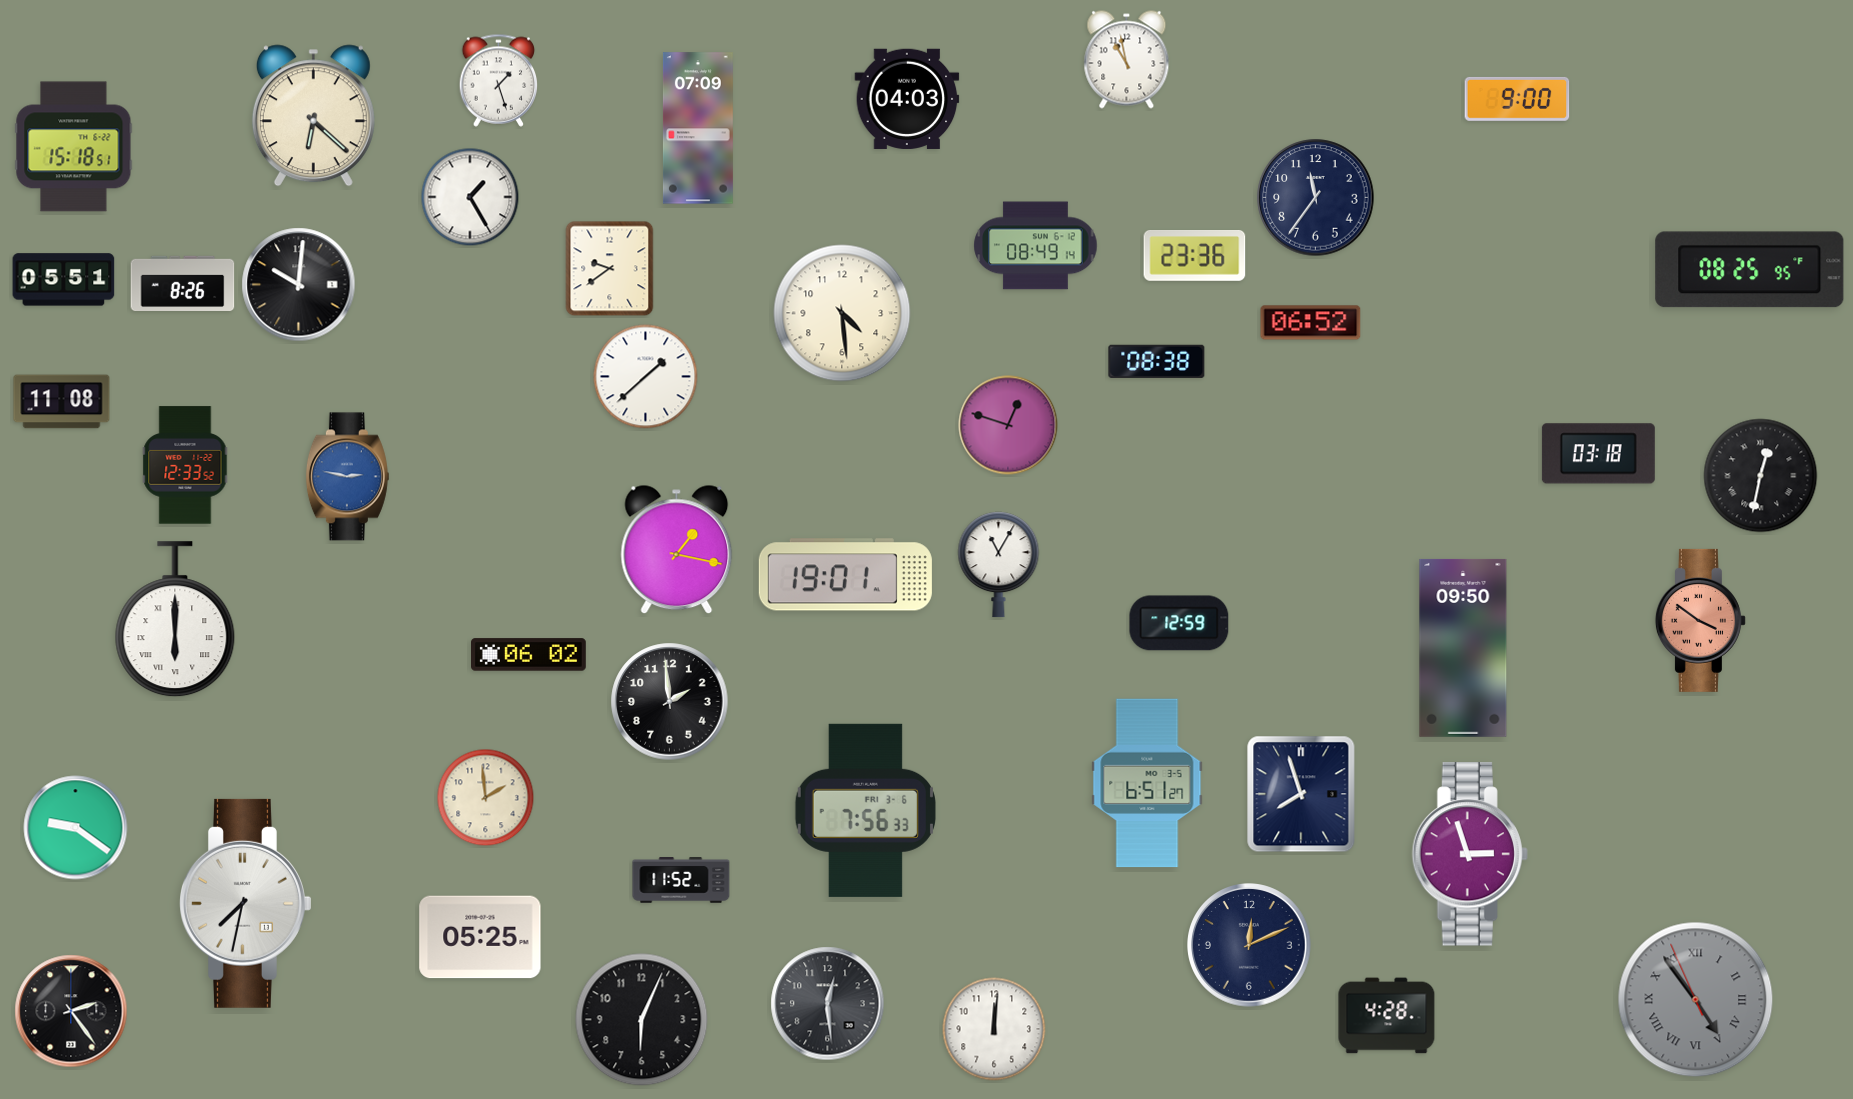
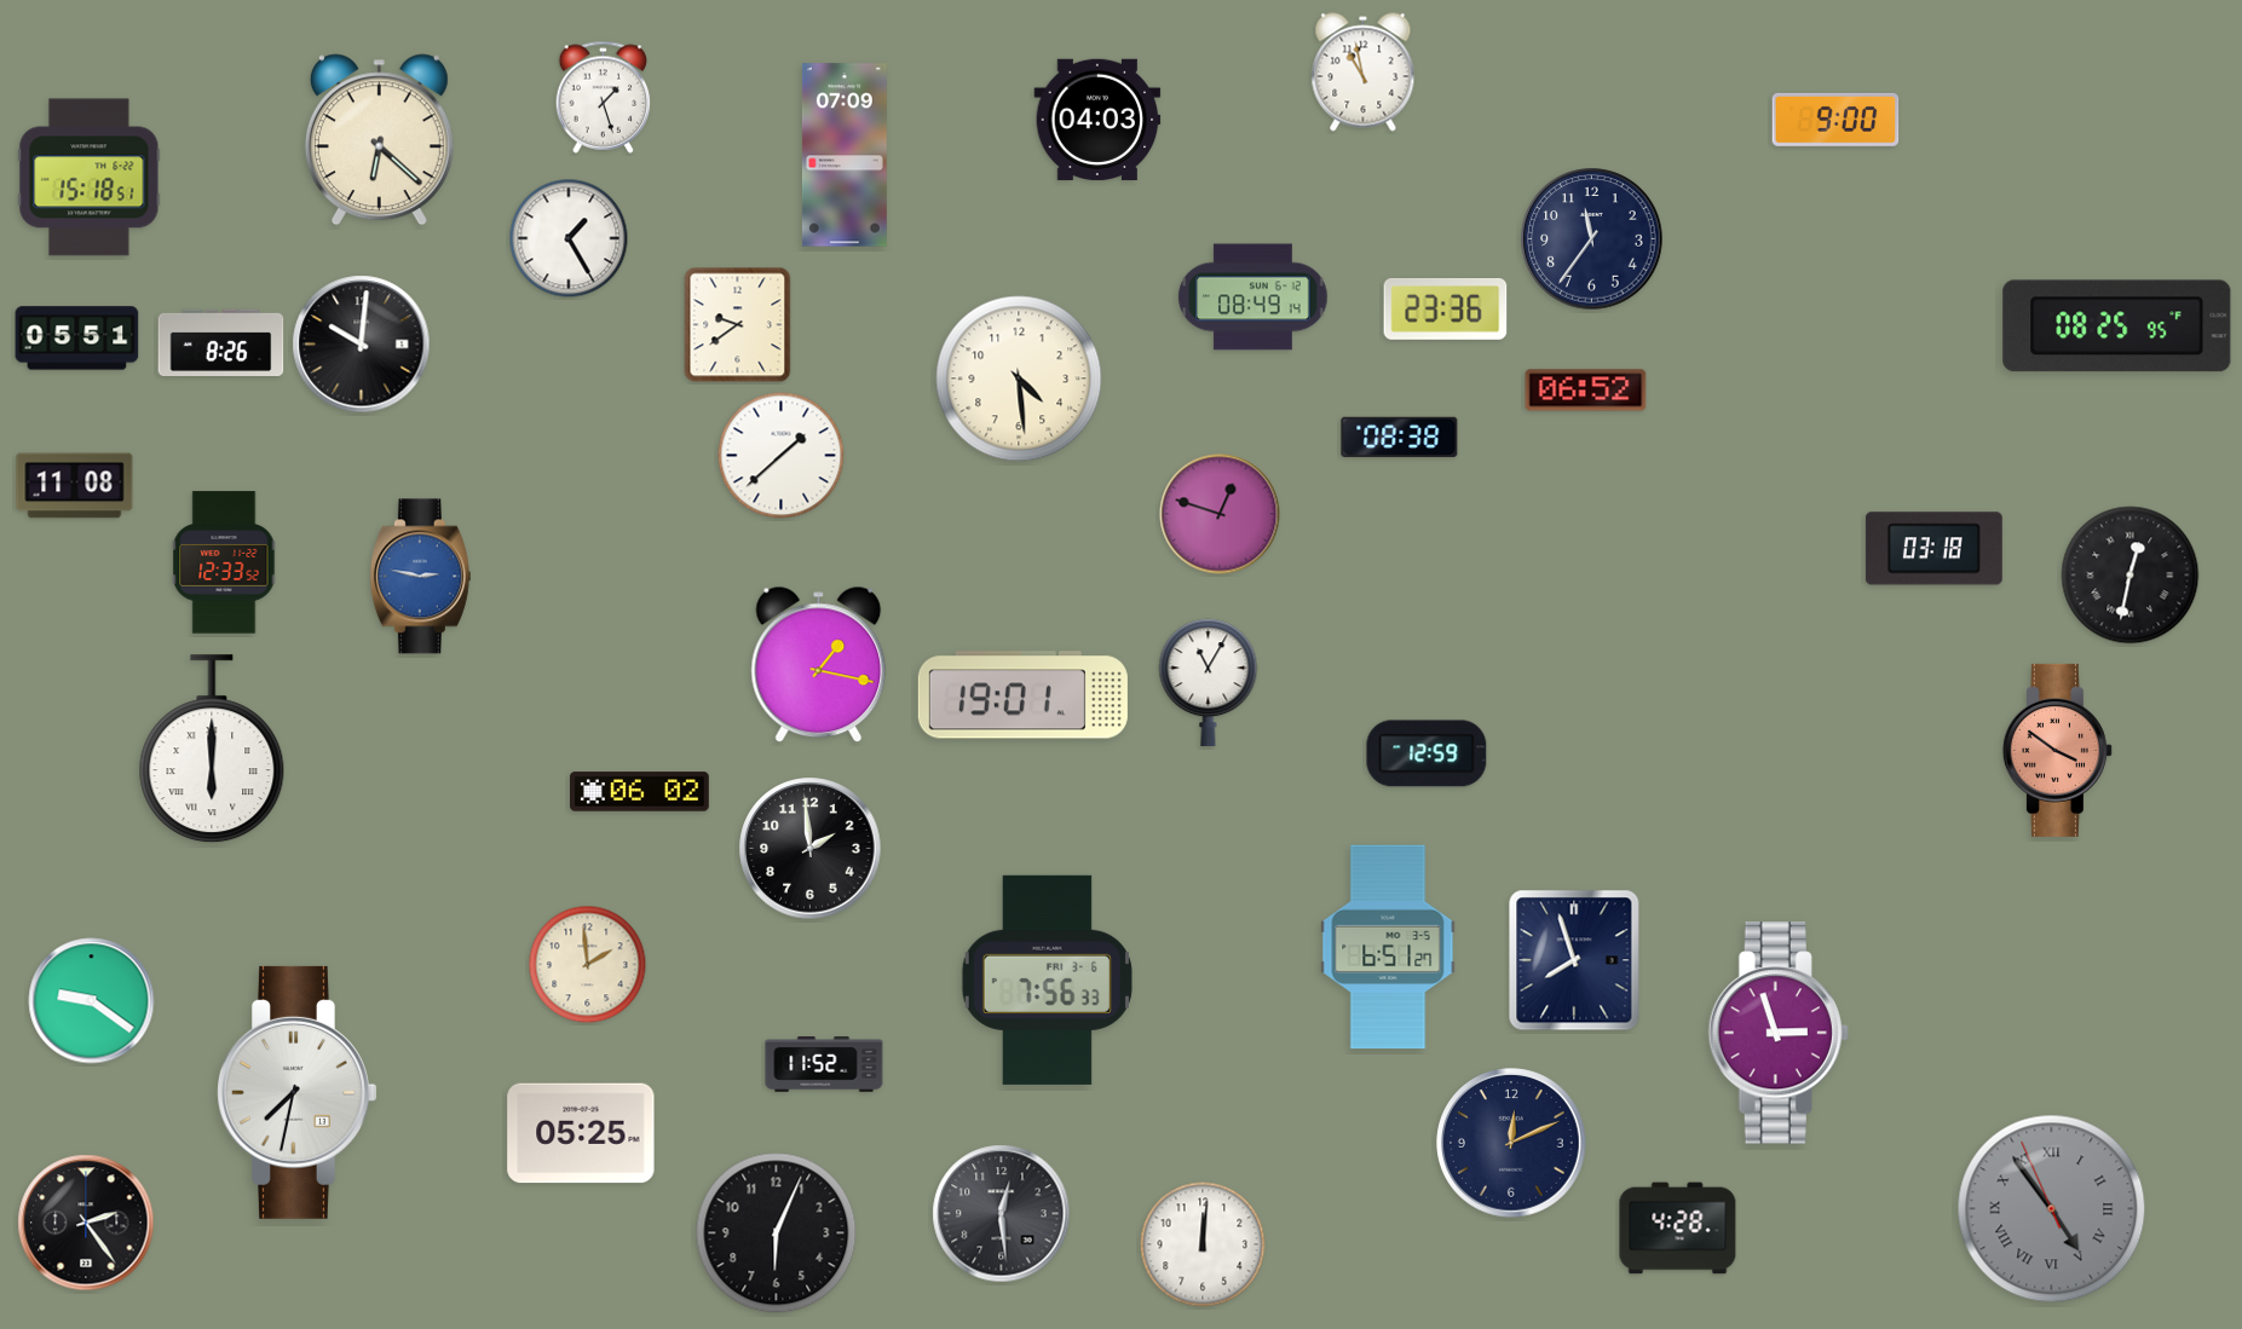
clock at (1463, 648): 09:50 -> none
